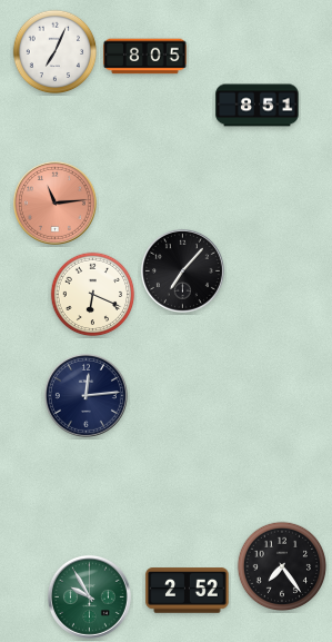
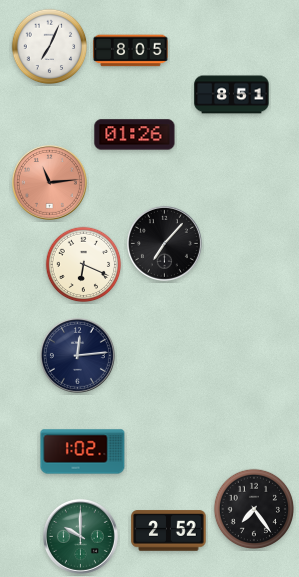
clock at (135, 135): none -> 01:26
clock at (83, 452): none -> 1:02
clock at (89, 596): 9:55 -> 10:00
